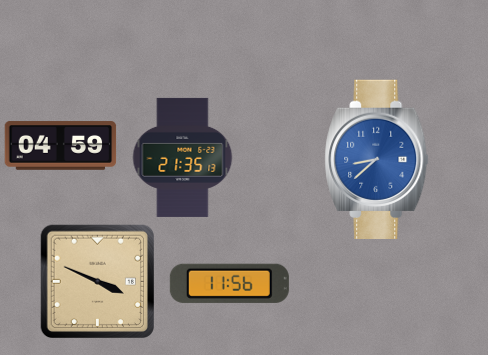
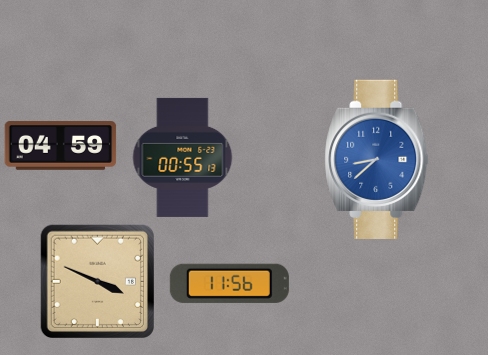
clock at (183, 157): 21:35 -> 00:55
